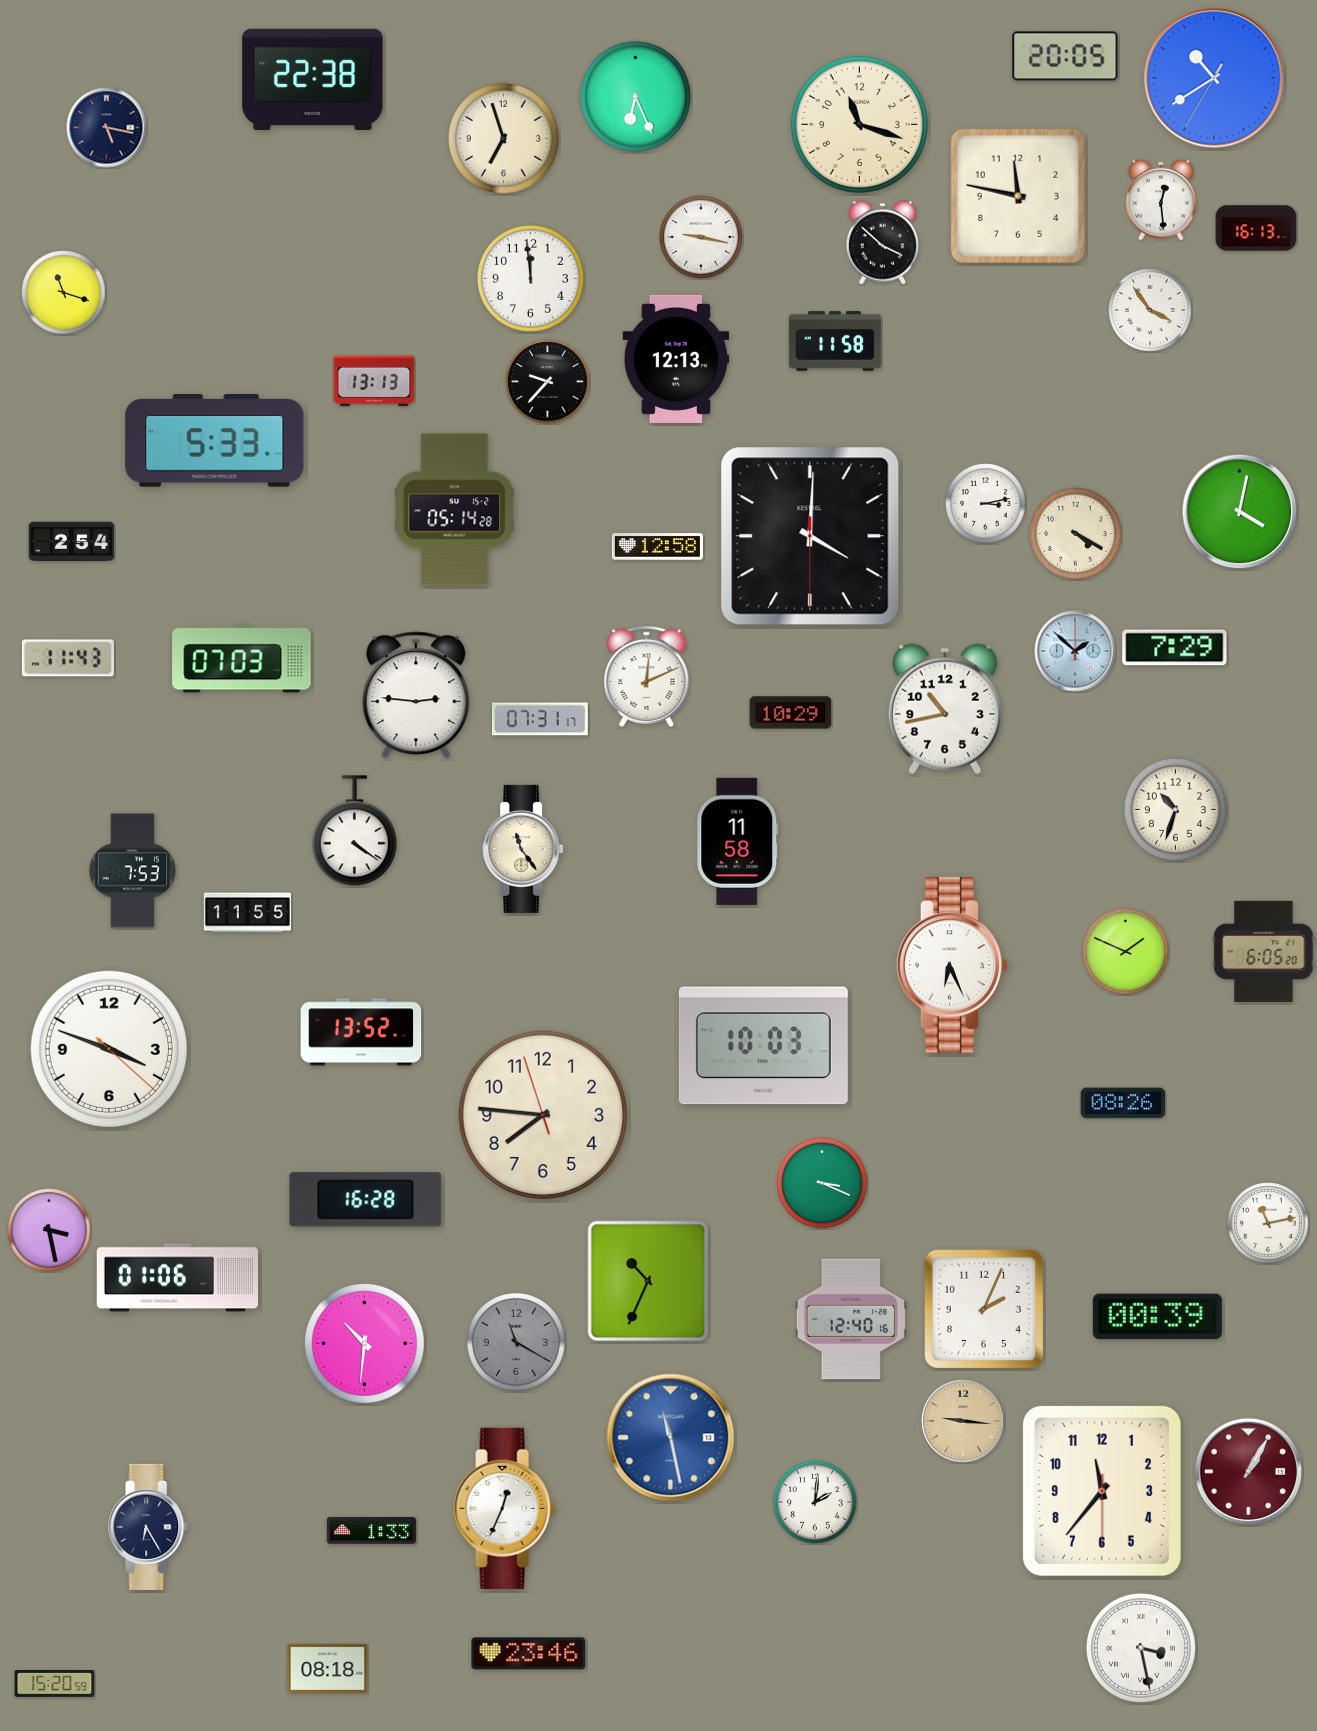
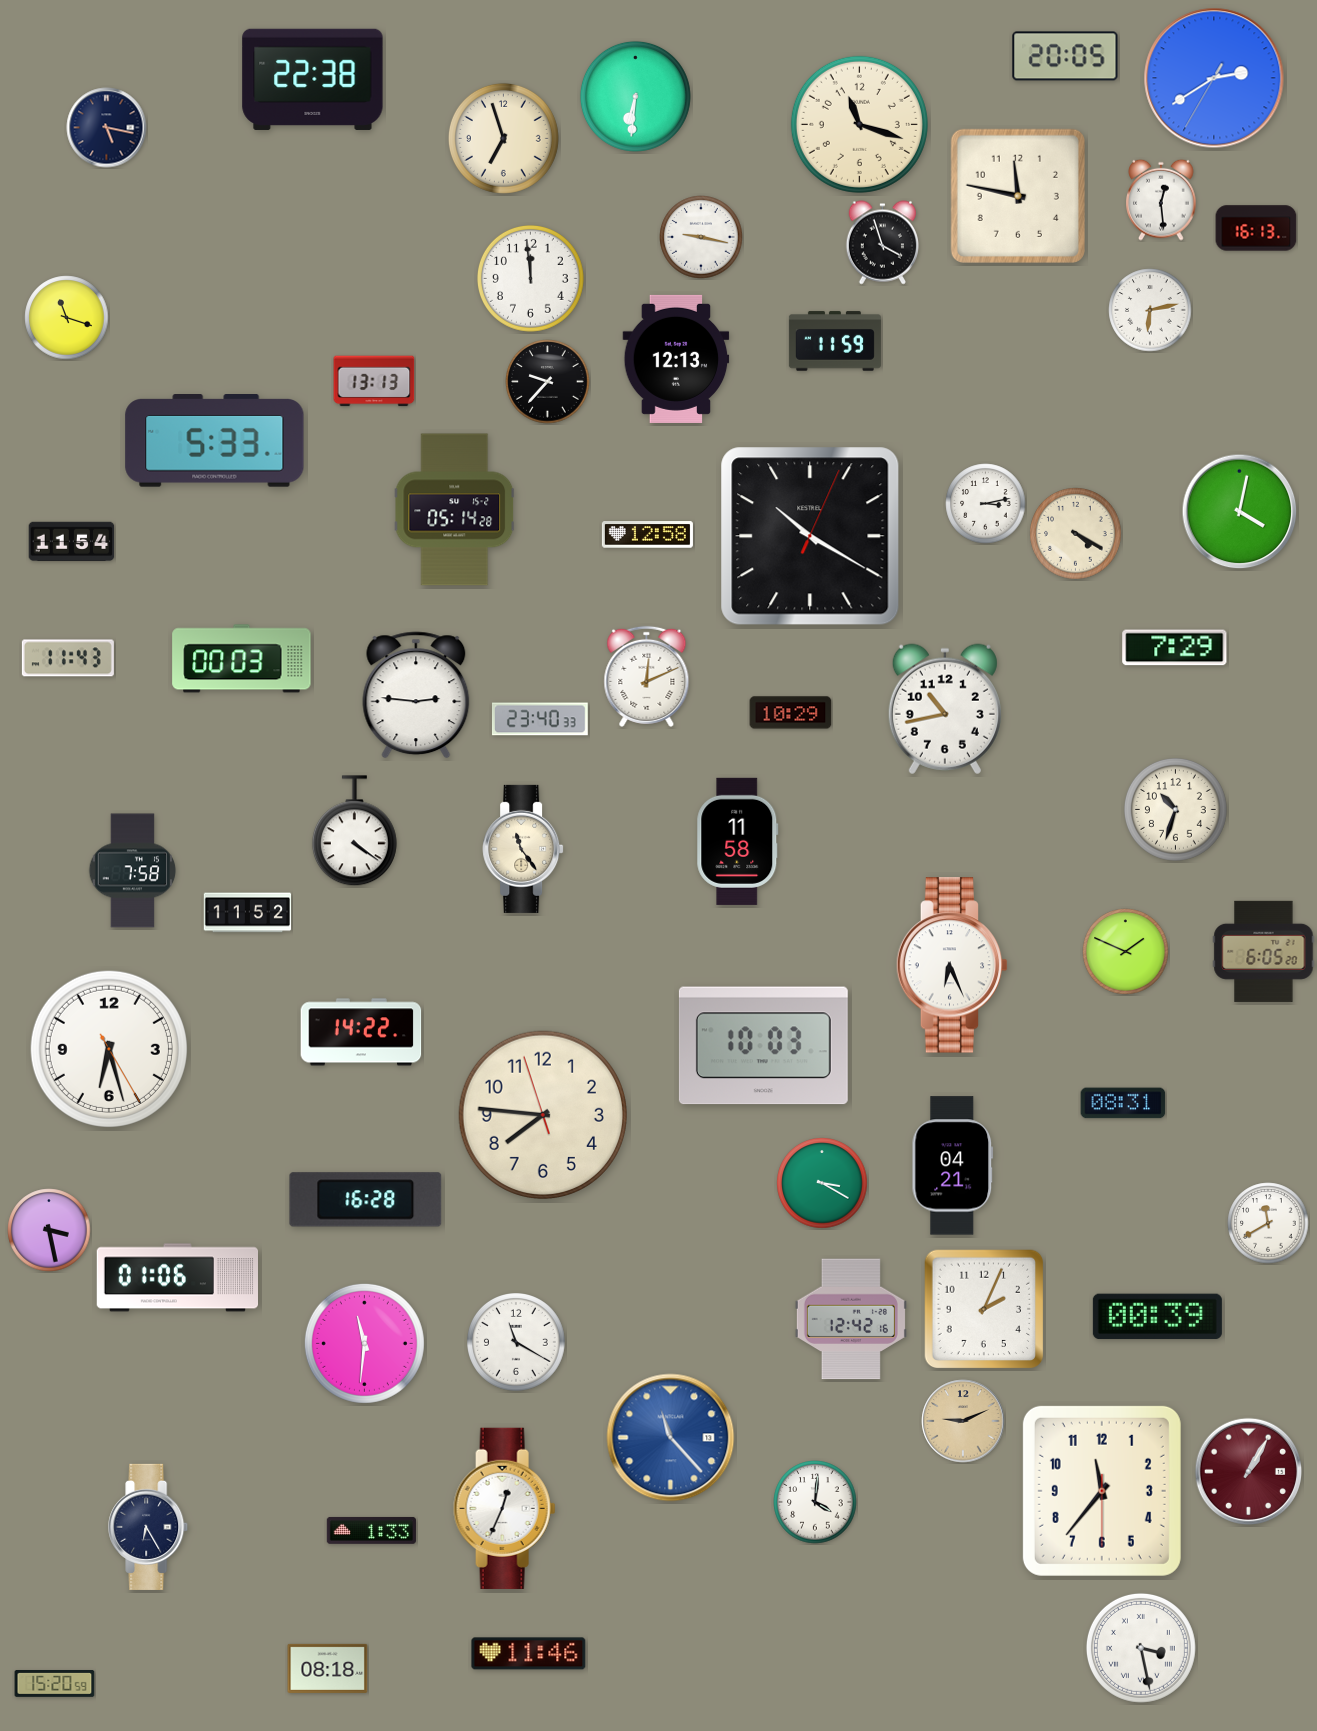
clock at (1214, 78): 10:39 -> 2:39
clock at (635, 96): 6:26 -> 6:31
clock at (882, 243): 3:52 -> 3:57
clock at (64, 293) position: (64, 293) -> (67, 318)
clock at (1150, 310): 3:54 -> 6:13
clock at (835, 341): 11:58 -> 11:59
clock at (810, 536): 4:00 -> 10:20
clock at (72, 542): 2:54 -> 11:54
clock at (657, 547) position: (657, 547) -> (647, 535)
clock at (1075, 651): 1:52 -> none
clock at (242, 659): 07:03 -> 00:03
clock at (540, 719): 07:31 -> 23:40
clock at (133, 871): 7:53 -> 7:58
clock at (248, 913): 11:55 -> 11:52
clock at (361, 1032): 13:52 -> 14:22
clock at (109, 1049): 3:48 -> 6:27
clock at (1123, 1103): 08:26 -> 08:31
clock at (953, 1166): none -> 04:21
clock at (822, 1183): 3:19 -> 3:20
clock at (1268, 1223): 11:13 -> 11:40
clock at (648, 1281): 10:34 -> none
clock at (851, 1319): 12:40 -> 12:42
clock at (364, 1343): 10:31 -> 11:31
clock at (517, 1343) dial: grey -> white
clock at (963, 1421): 9:16 -> 9:11
clock at (671, 1438): 11:28 -> 11:23
clock at (815, 1502): 2:01 -> 4:01
clock at (529, 1654): 23:46 -> 11:46
